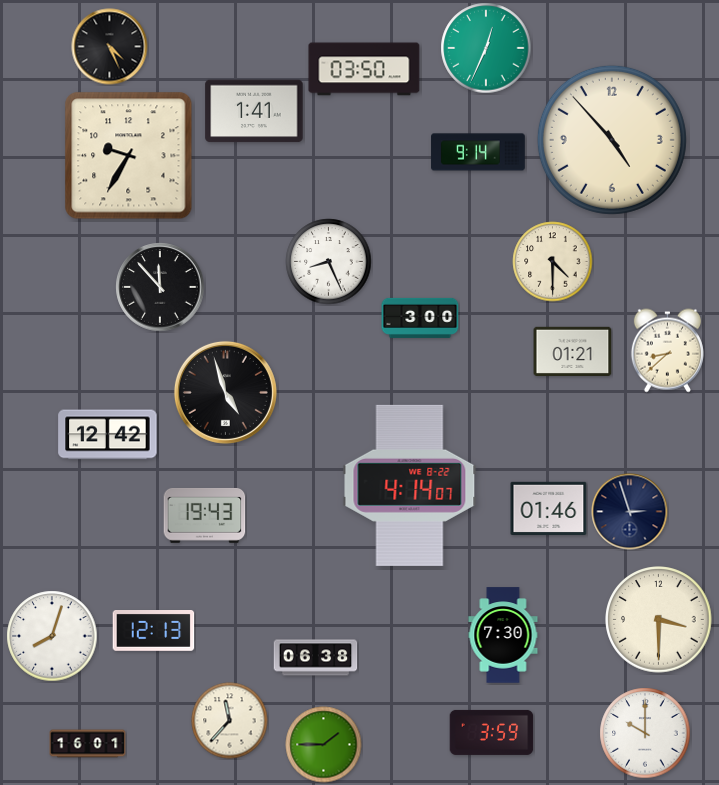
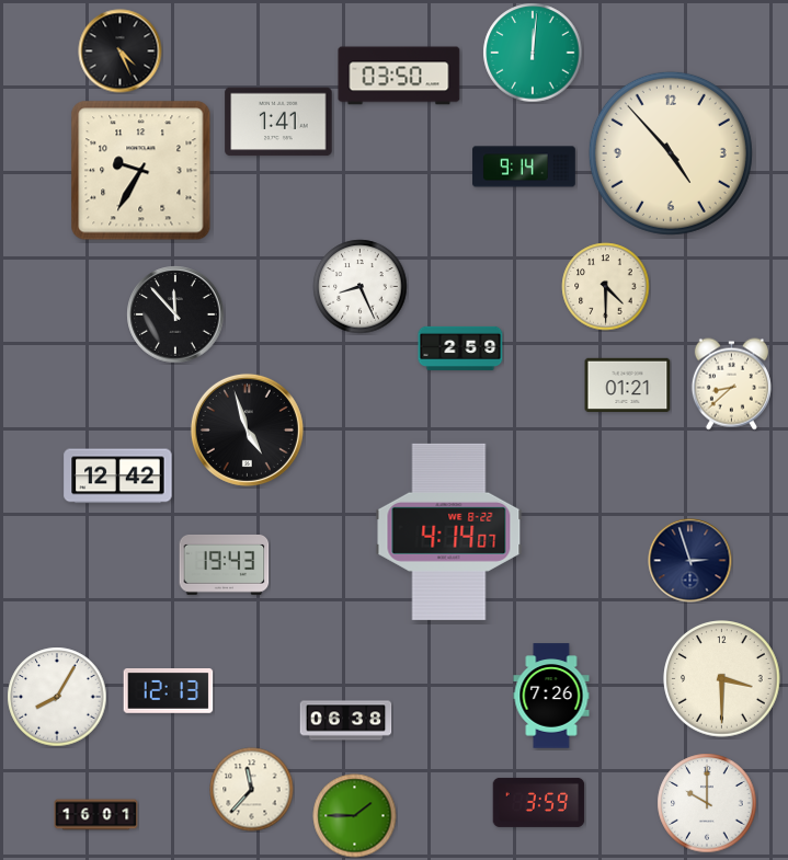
clock at (486, 48): 12:34 -> 12:01
clock at (420, 318): 3:00 -> 2:59
clock at (549, 508): 01:46 -> none
clock at (503, 635): 7:30 -> 7:26
clock at (52, 636): 8:03 -> 8:05
